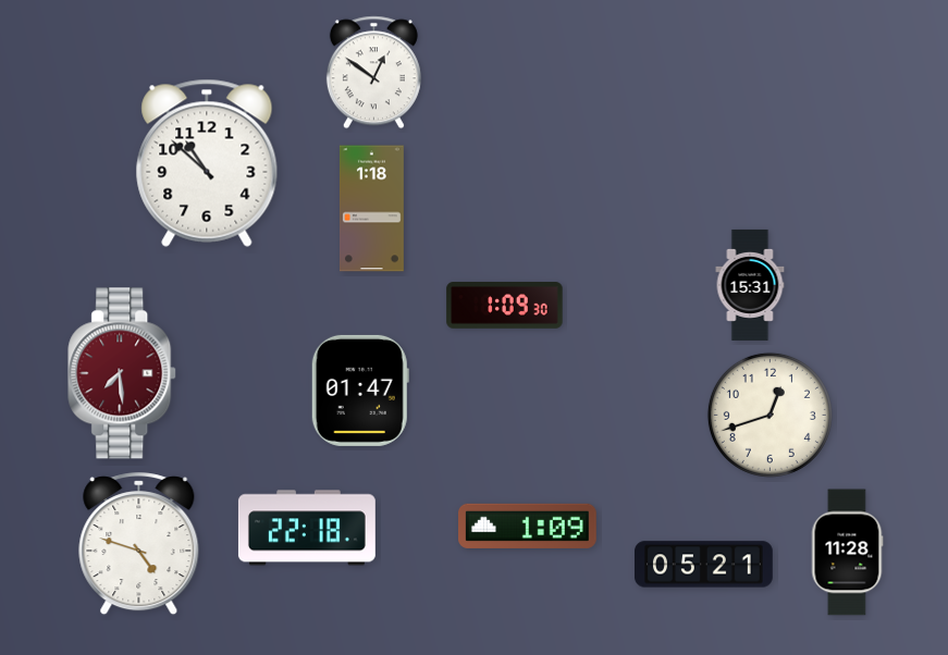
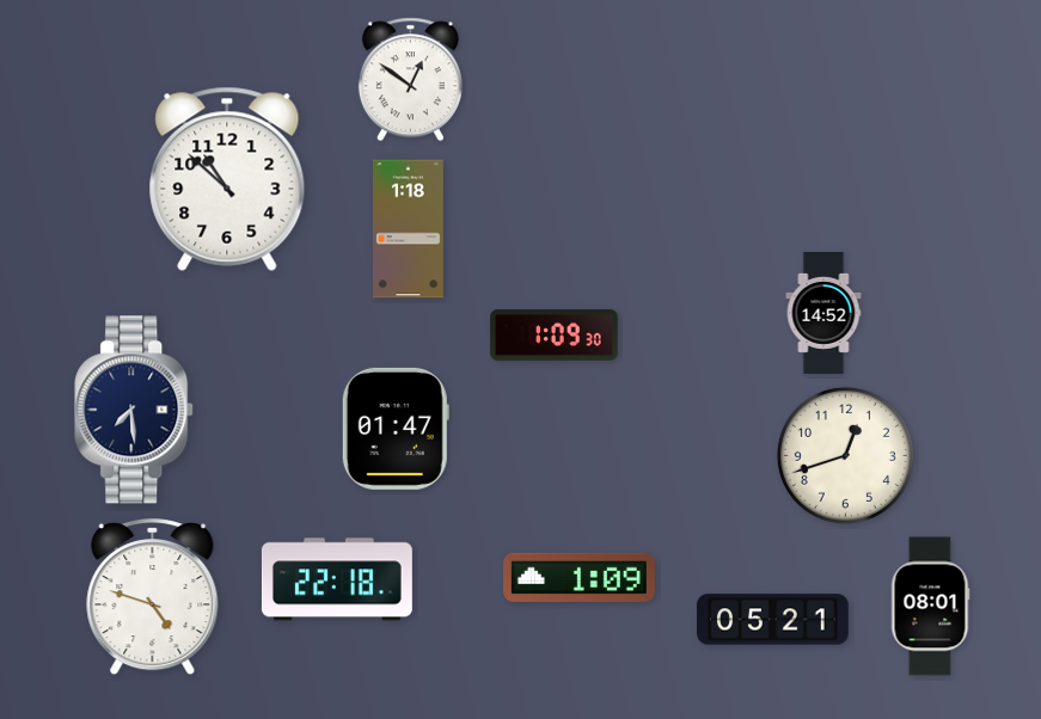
clock at (750, 285): 15:31 -> 14:52
clock at (123, 373) dial: burgundy -> navy
clock at (847, 553): 11:28 -> 08:01
